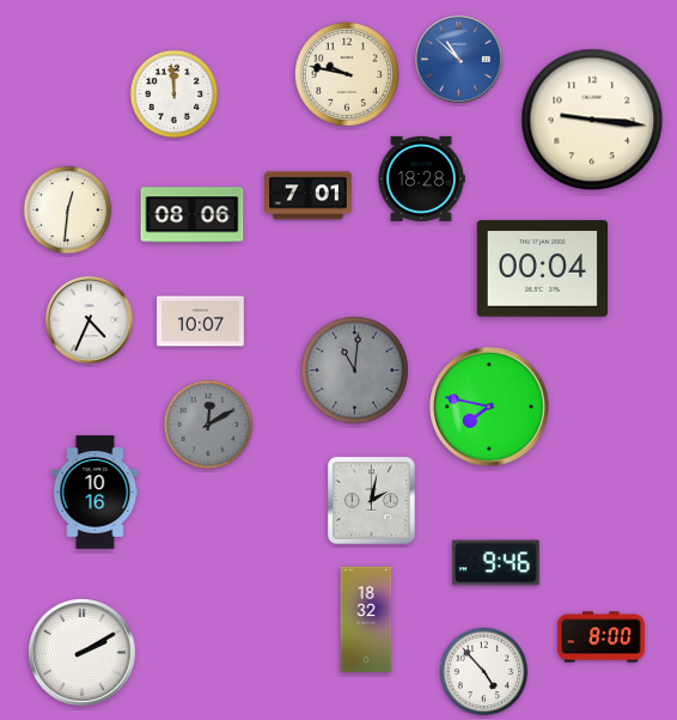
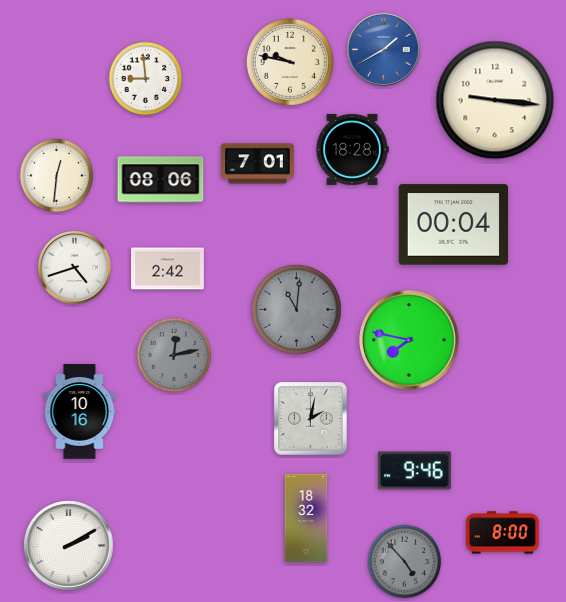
clock at (458, 59): 10:52 -> 1:40
clock at (175, 94): 11:59 -> 8:59
clock at (89, 319): 4:34 -> 4:42
clock at (201, 322): 10:07 -> 2:42
clock at (208, 425): 12:10 -> 12:13
clock at (484, 672) dial: white -> grey
